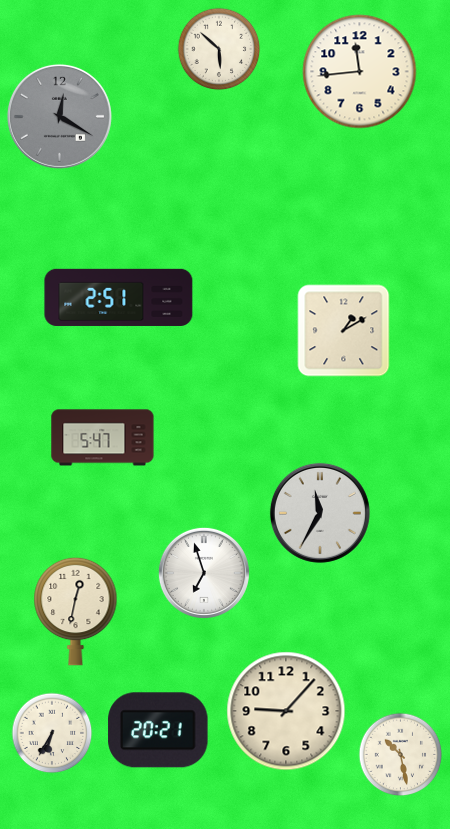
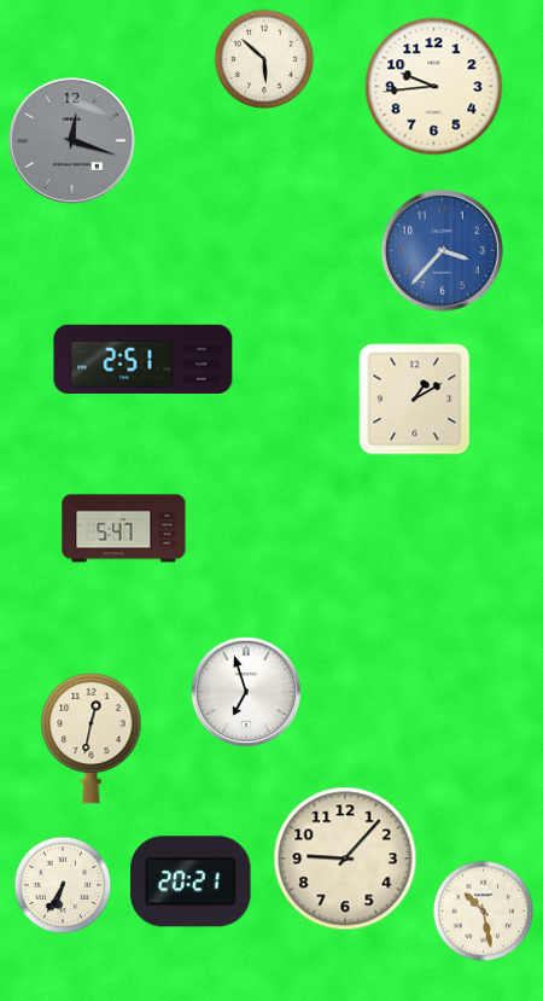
clock at (360, 72): 11:44 -> 9:44
clock at (59, 116): 12:20 -> 12:18
clock at (442, 250): none -> 3:37
clock at (320, 513): 11:35 -> none
